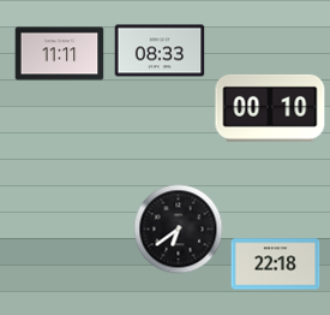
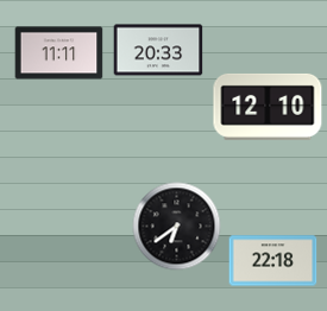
clock at (160, 50): 08:33 -> 20:33
clock at (270, 108): 00:10 -> 12:10
